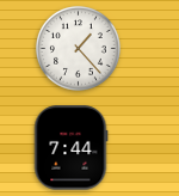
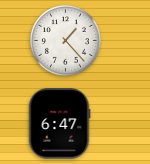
clock at (70, 148): 7:44 -> 6:47
